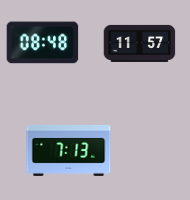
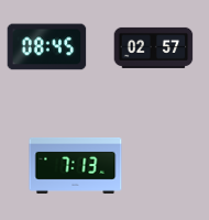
clock at (43, 43): 08:48 -> 08:45
clock at (140, 43): 11:57 -> 02:57
